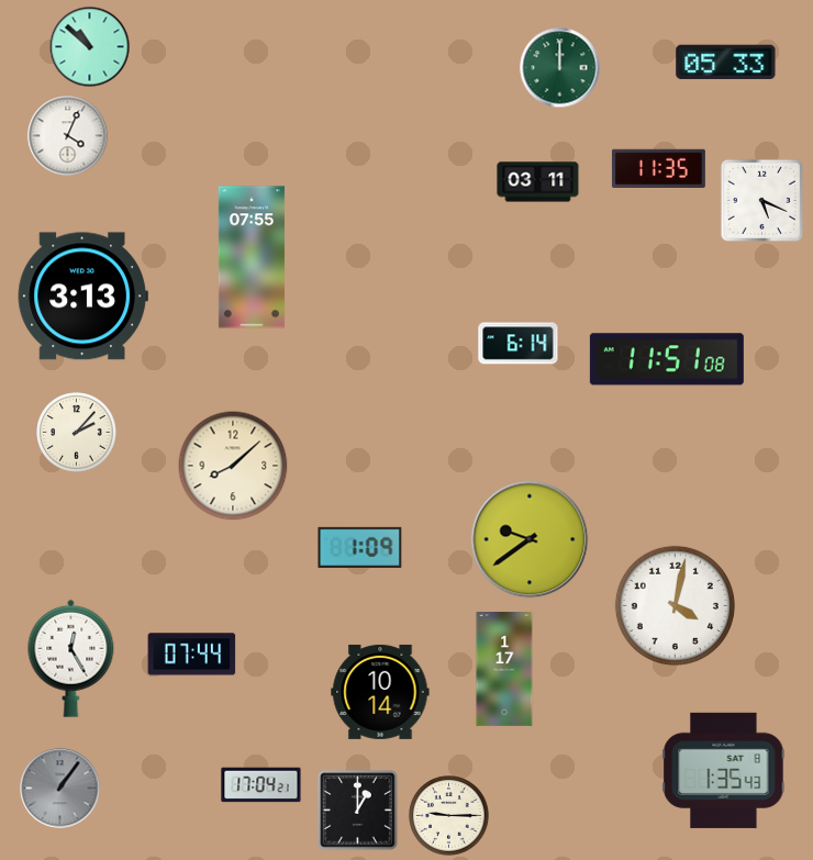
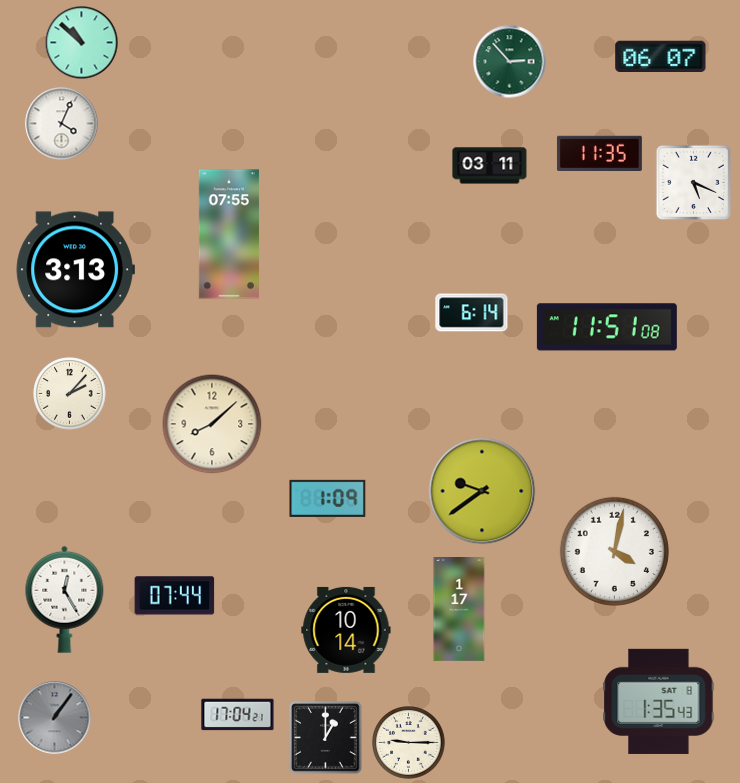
clock at (726, 62): 05:33 -> 06:07
clock at (560, 68): 12:00 -> 2:53
